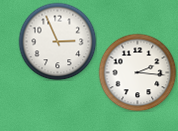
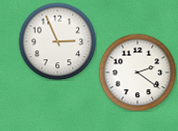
clock at (137, 72): 2:16 -> 2:21
